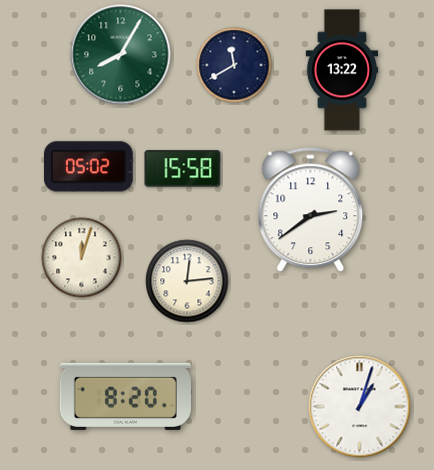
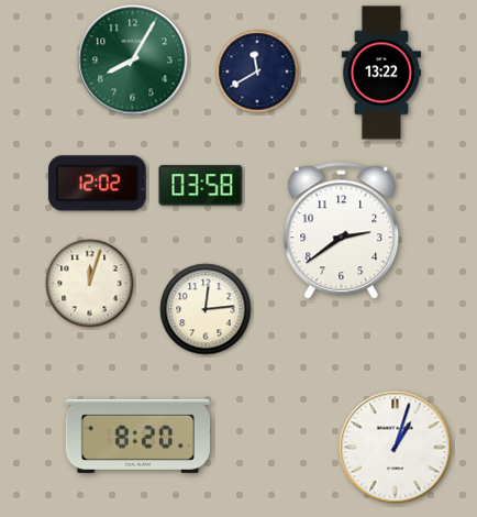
clock at (342, 70) position: (342, 70) -> (381, 73)
clock at (89, 167): 05:02 -> 12:02
clock at (183, 169): 15:58 -> 03:58
